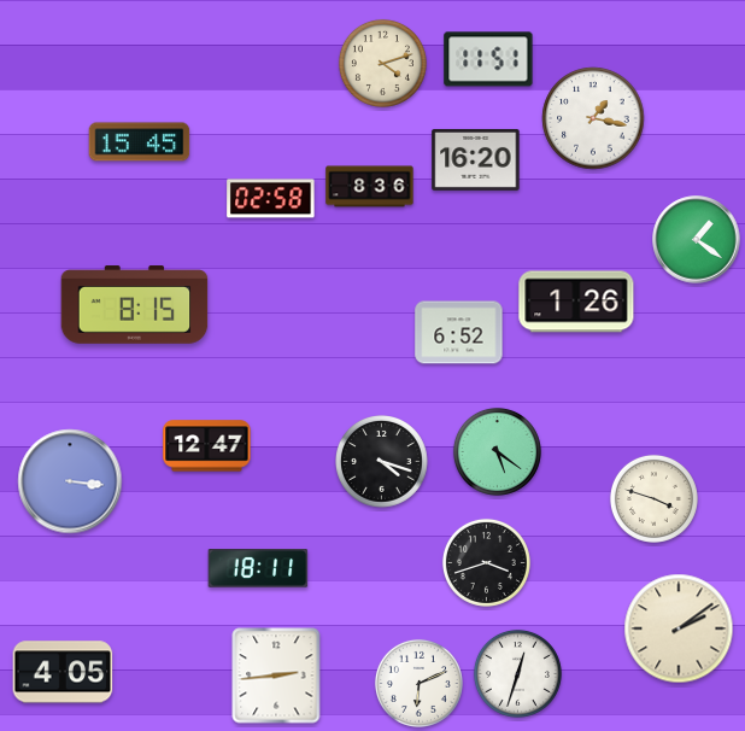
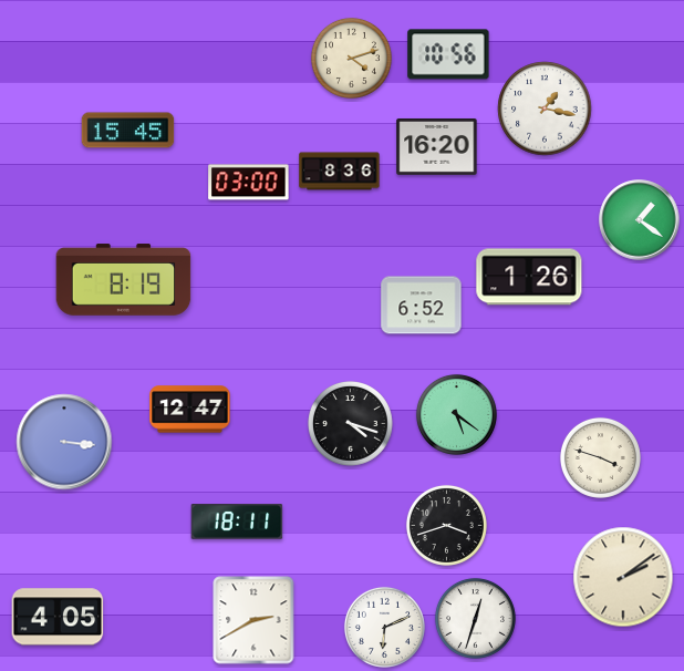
clock at (488, 59): 11:51 -> 10:56
clock at (271, 199): 02:58 -> 03:00
clock at (135, 305): 8:15 -> 8:19
clock at (486, 562) position: (486, 562) -> (446, 525)
clock at (276, 676): 2:44 -> 2:40
